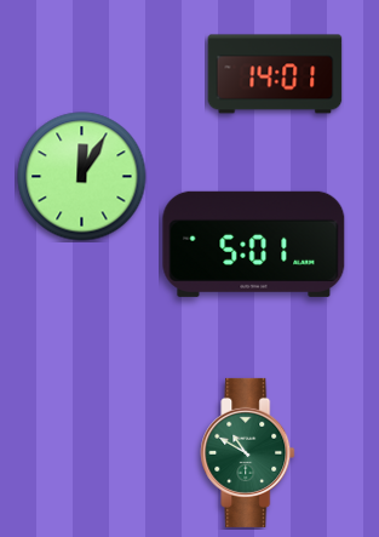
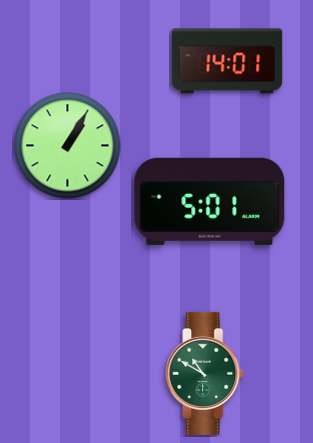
clock at (82, 177): 12:05 -> 1:05
